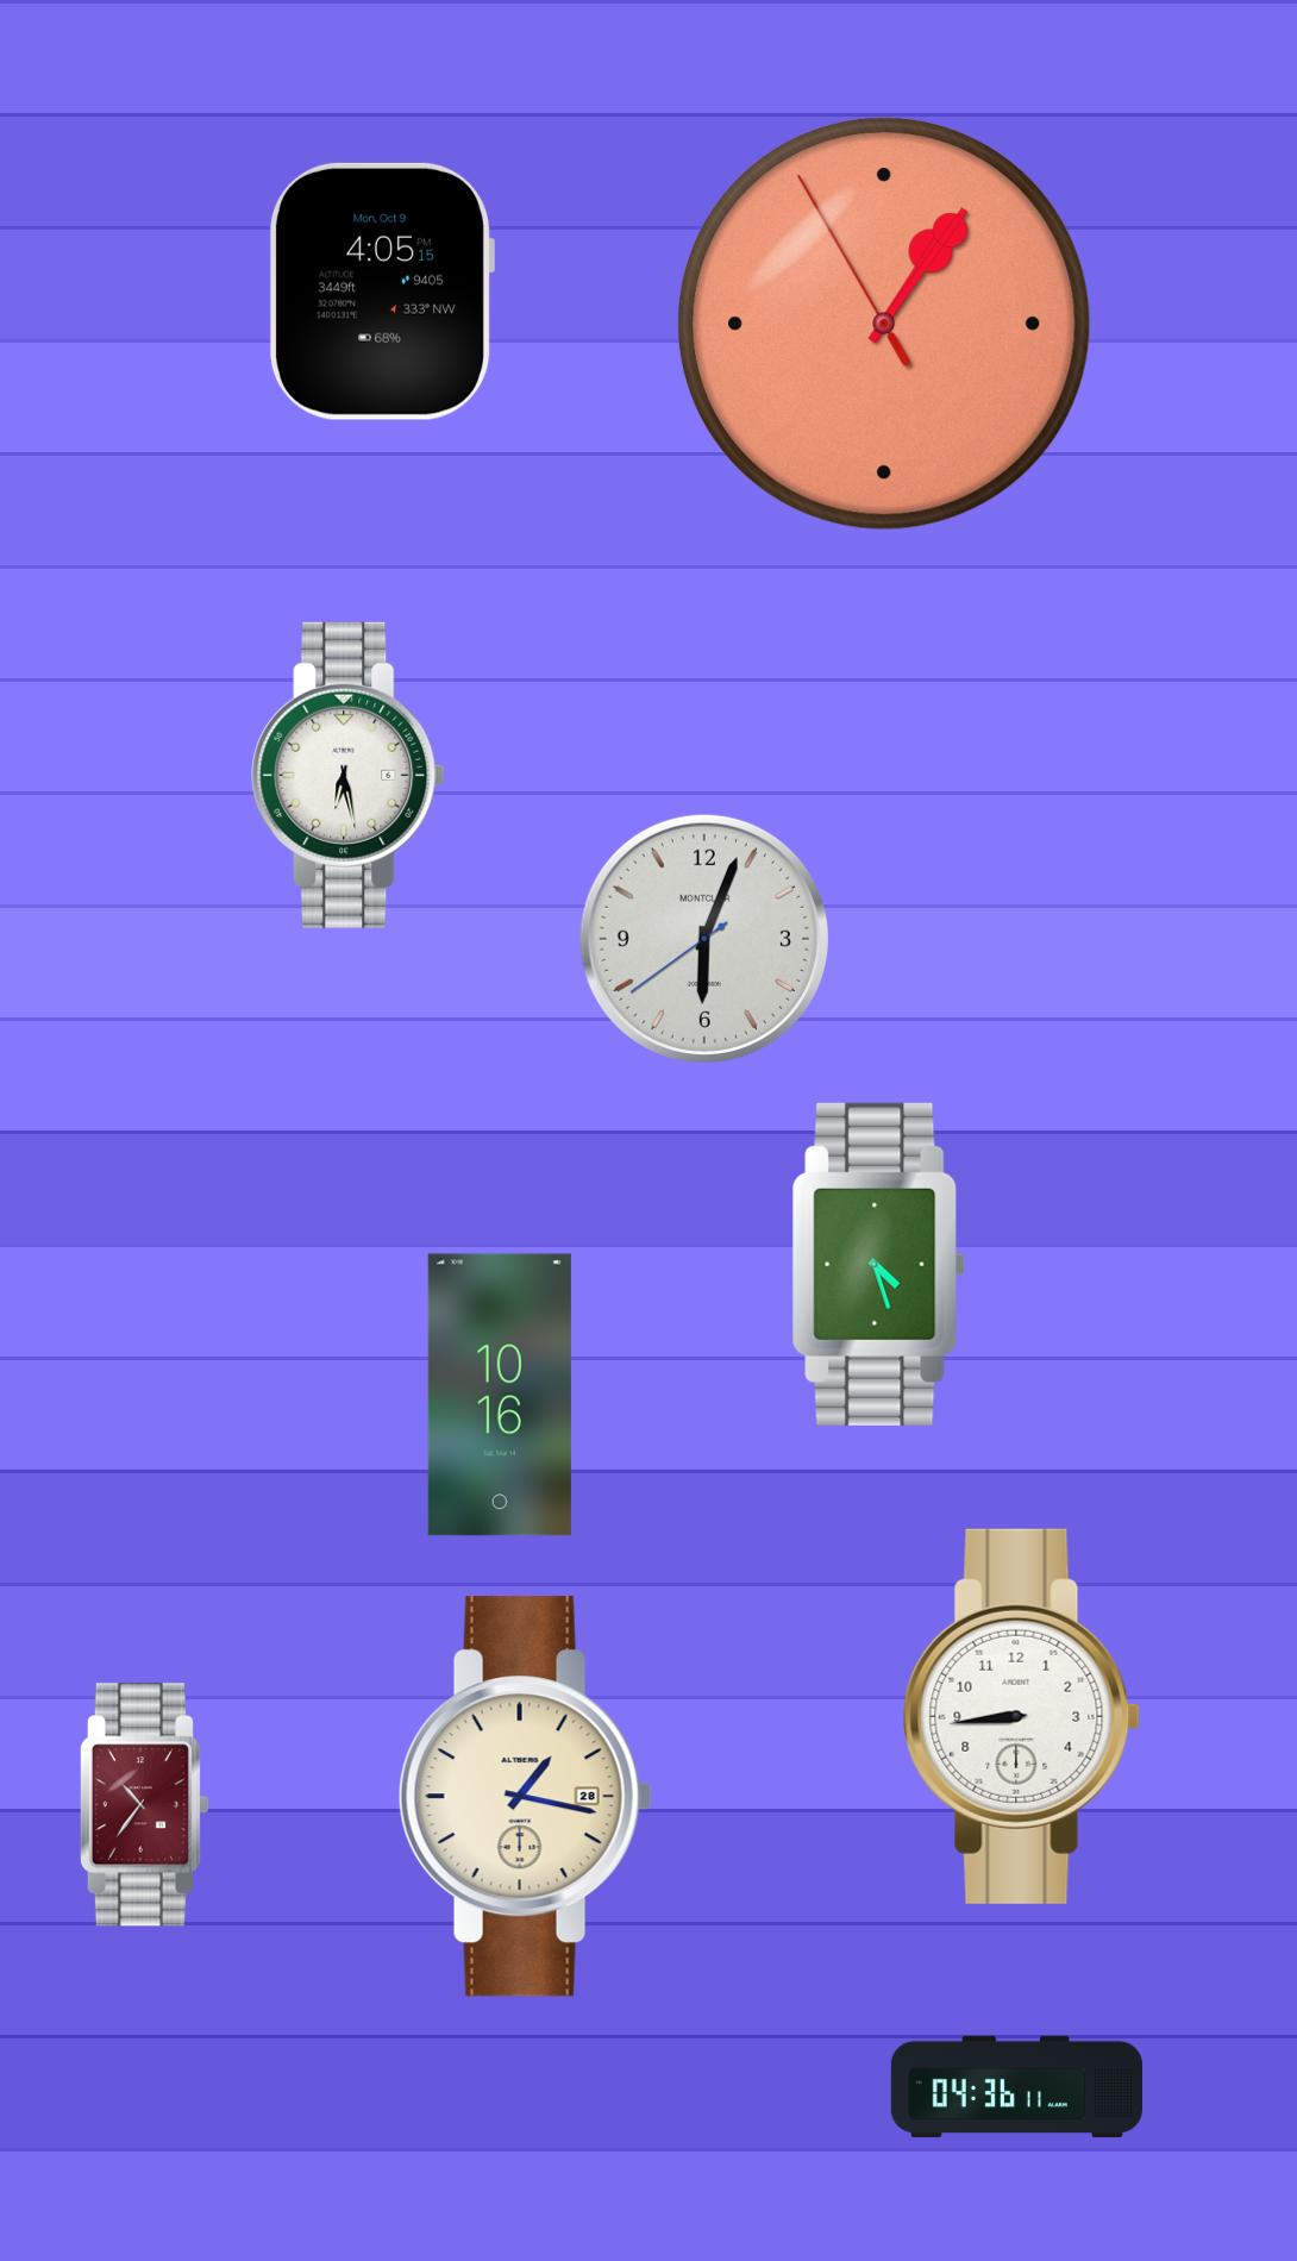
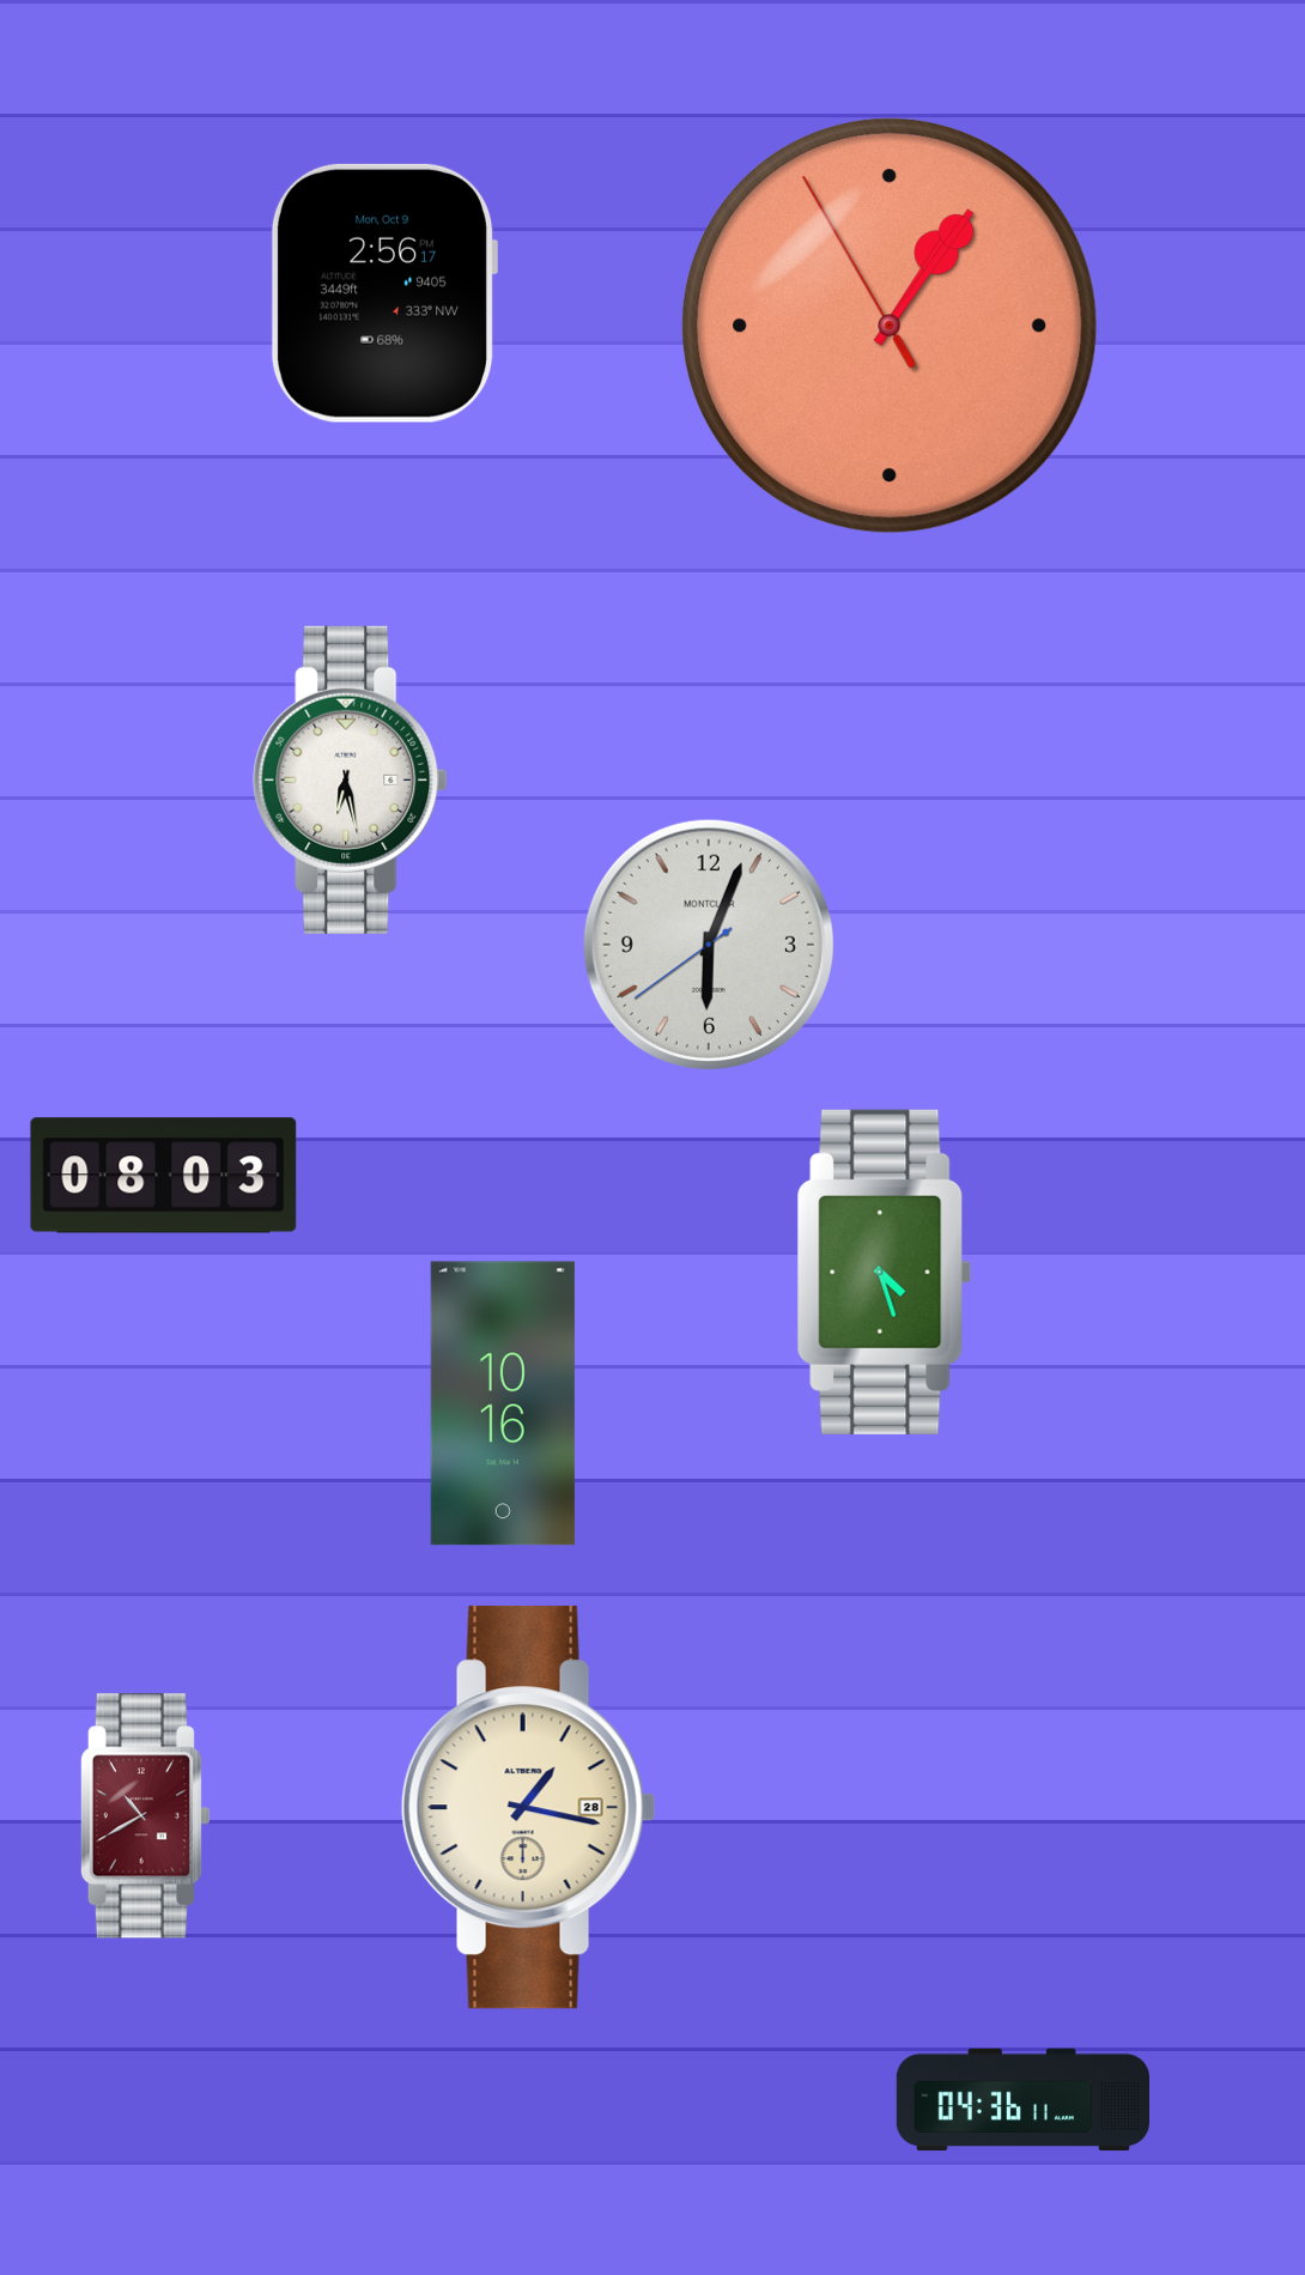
clock at (381, 292): 4:05 -> 2:56
clock at (164, 1176): none -> 08:03
clock at (1021, 1716): 8:44 -> none
clock at (144, 1805): 10:36 -> 10:40
